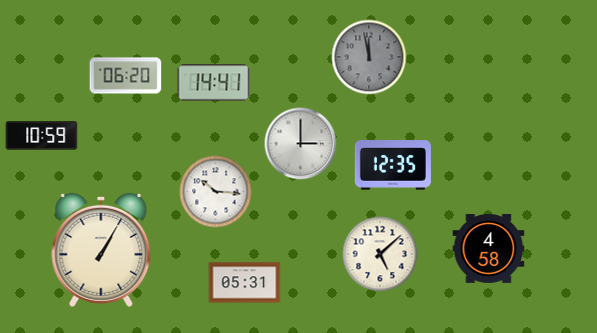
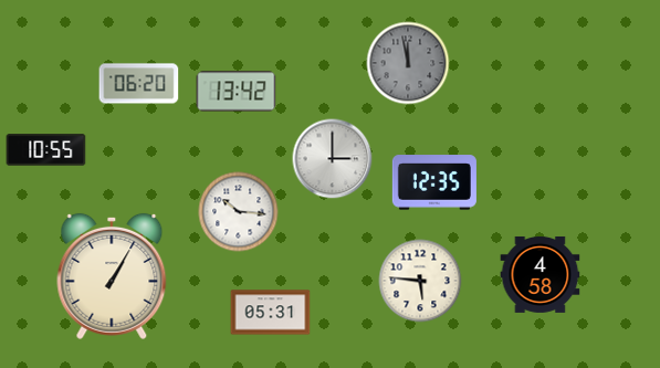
clock at (214, 83): 14:41 -> 13:42
clock at (42, 136): 10:59 -> 10:55
clock at (380, 254): 5:08 -> 5:46
